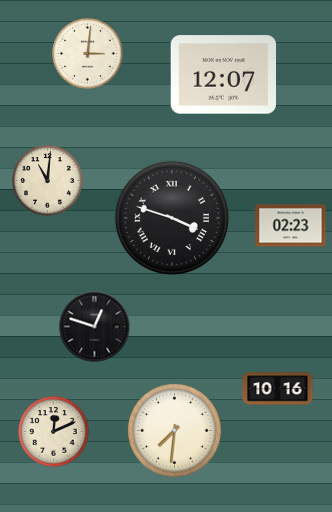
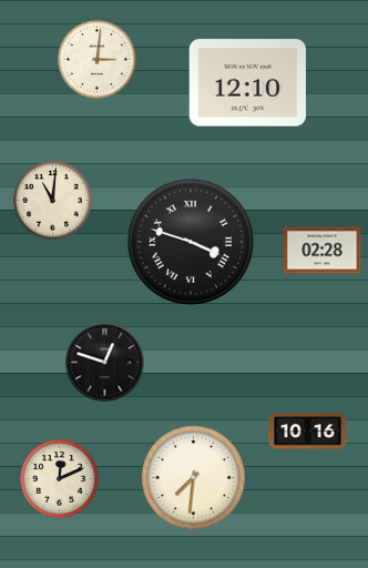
clock at (224, 75): 12:07 -> 12:10
clock at (291, 226): 02:23 -> 02:28
